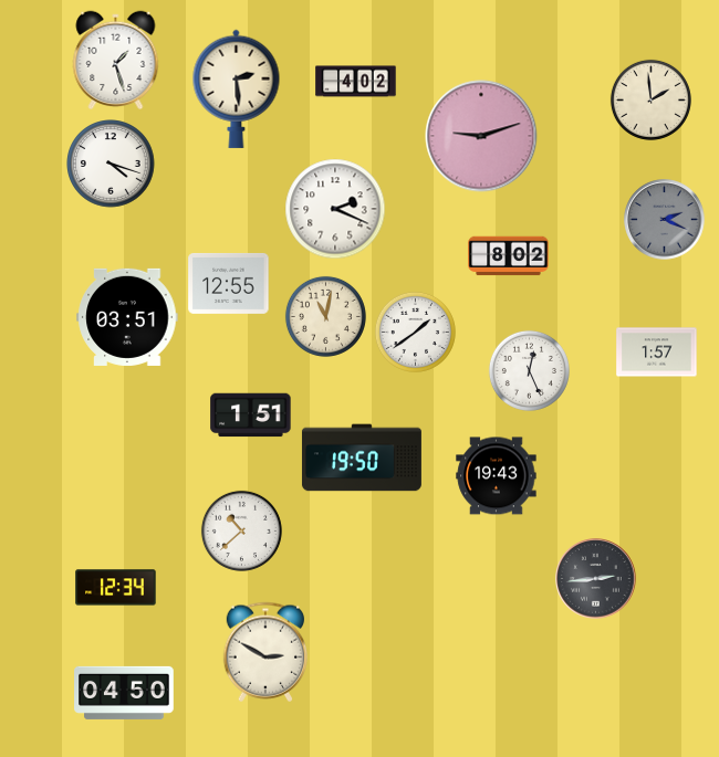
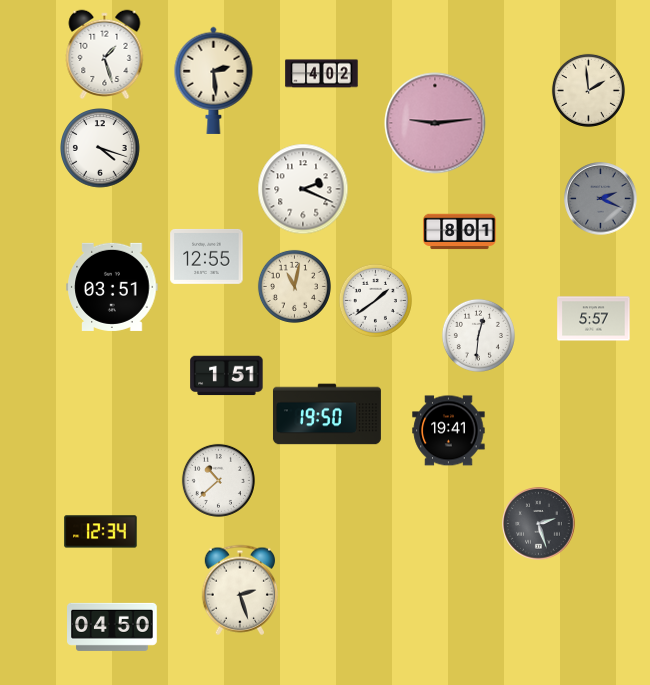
clock at (481, 136): 9:12 -> 9:14
clock at (509, 256): 8:02 -> 8:01
clock at (127, 317) position: (127, 317) -> (112, 287)
clock at (657, 353): 1:57 -> 5:57
clock at (529, 370): 12:26 -> 12:31
clock at (497, 476): 19:43 -> 19:41
clock at (596, 579): 2:44 -> 2:27
clock at (116, 588) position: (116, 588) -> (101, 532)
clock at (264, 652): 2:50 -> 2:27
